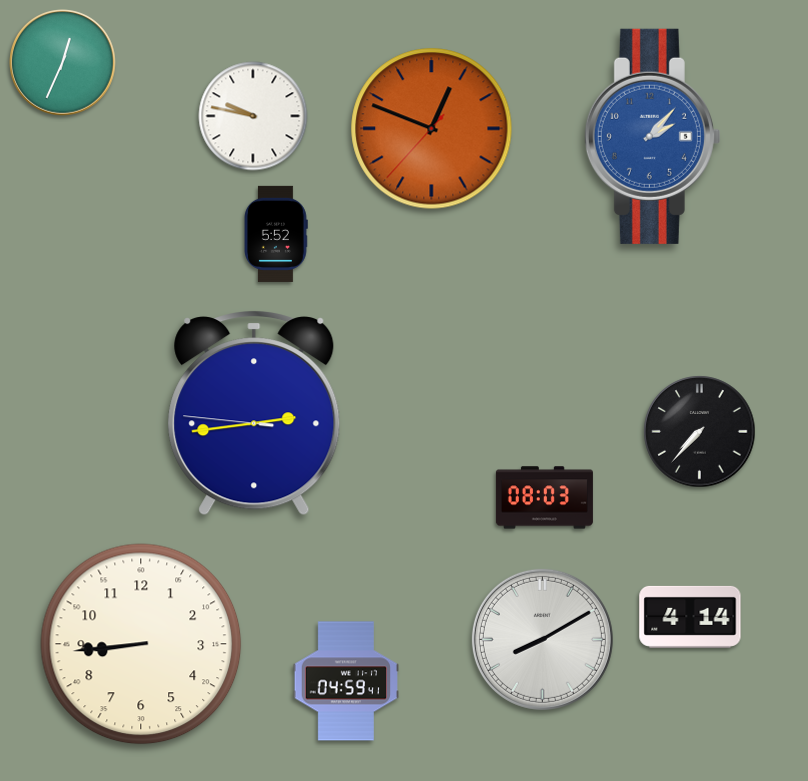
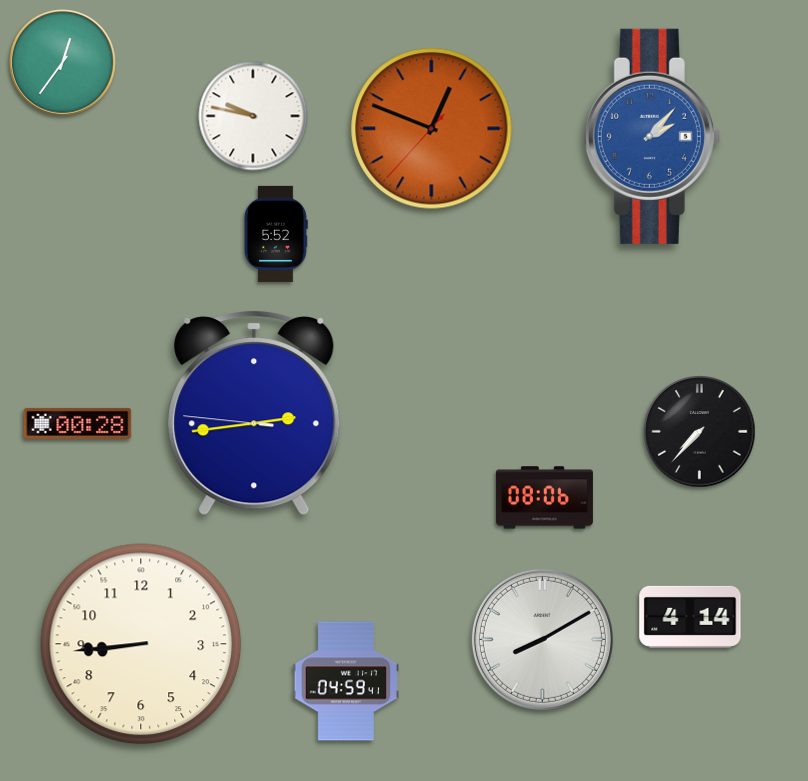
clock at (63, 63): 12:34 -> 12:36
clock at (78, 423): none -> 00:28
clock at (544, 498): 08:03 -> 08:06
